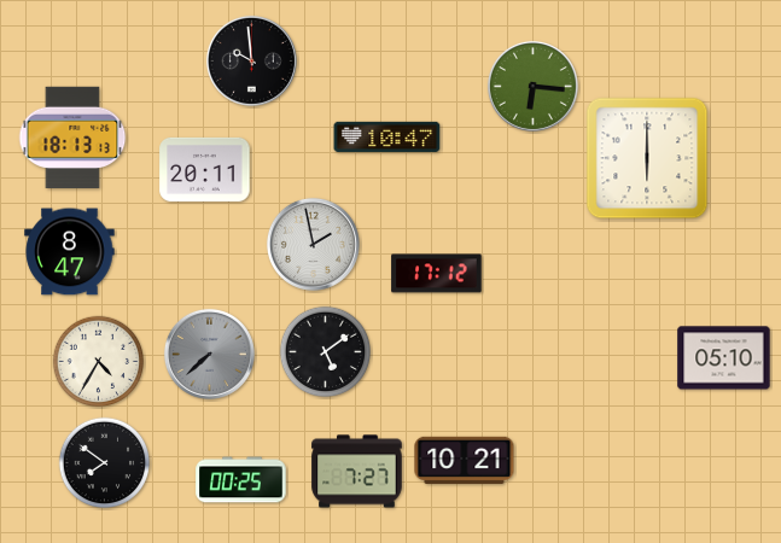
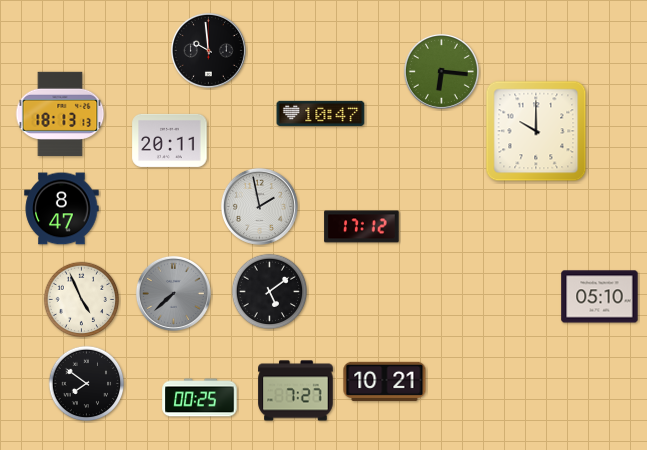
clock at (647, 158): 6:00 -> 10:00
clock at (313, 244) position: (313, 244) -> (259, 206)
clock at (70, 252) position: (70, 252) -> (62, 209)
clock at (99, 362): 4:35 -> 4:56
